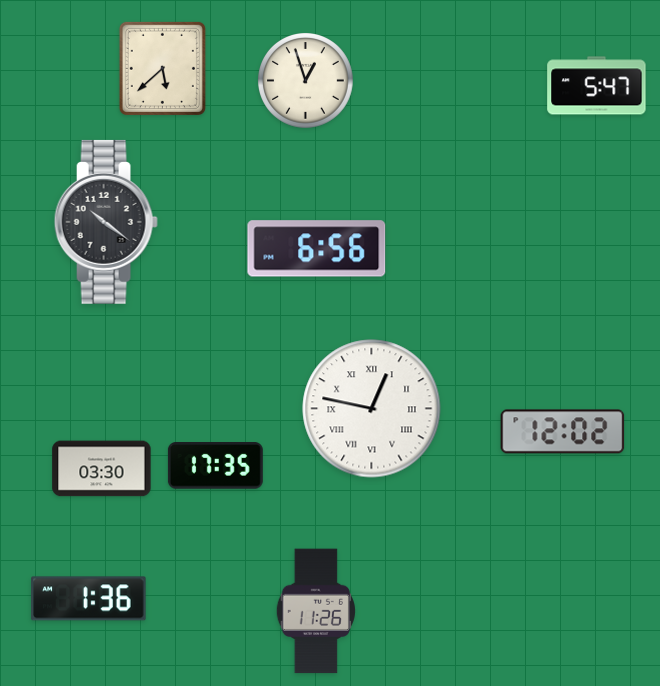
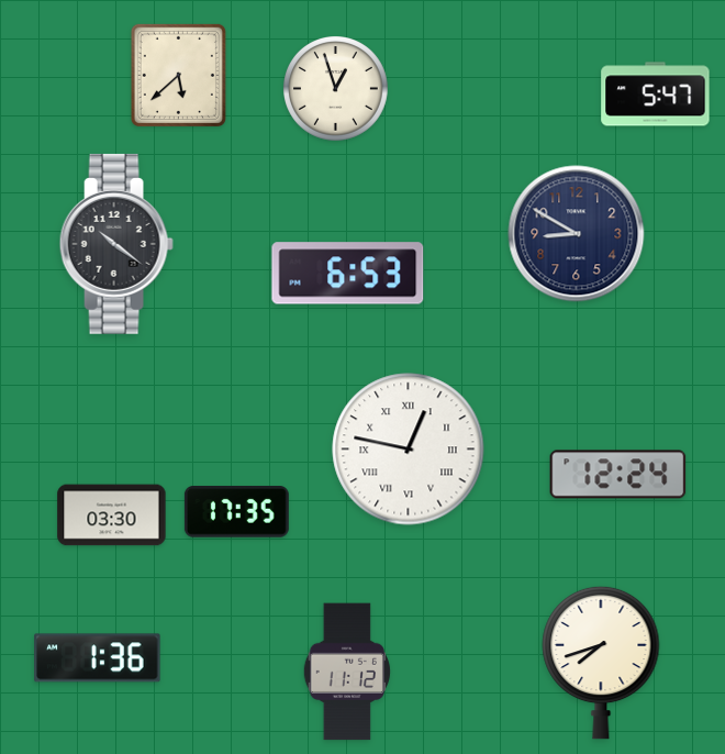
clock at (577, 234): none -> 8:50
clock at (317, 249): 6:56 -> 6:53
clock at (563, 432): 12:02 -> 12:24
clock at (601, 663): none -> 7:42
clock at (316, 611): 11:26 -> 11:12
